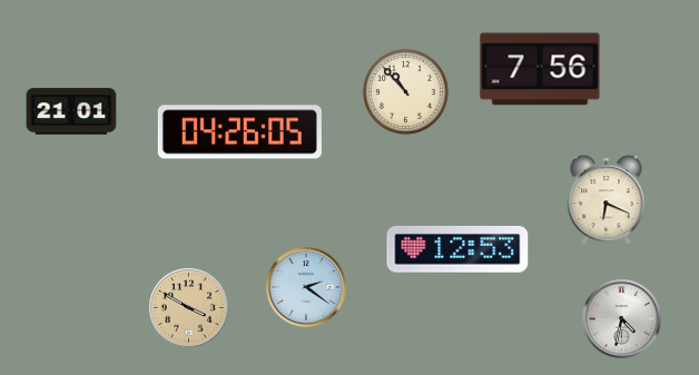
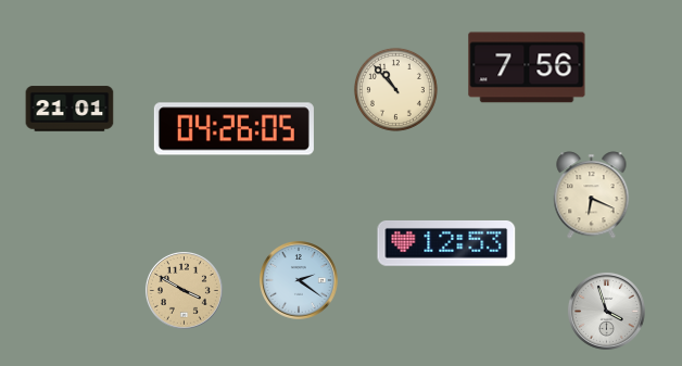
clock at (188, 307) position: (188, 307) -> (184, 290)
clock at (621, 318): 4:32 -> 3:57
